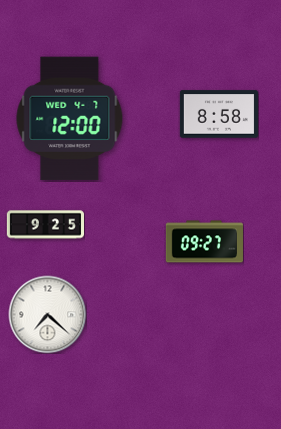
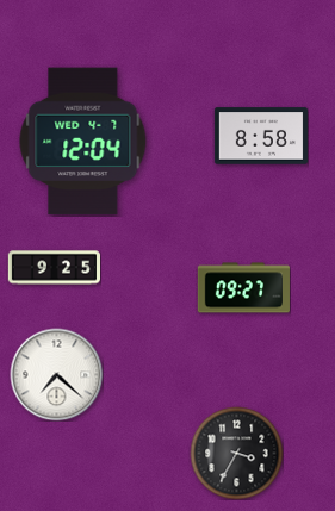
clock at (70, 119): 12:00 -> 12:04
clock at (236, 453): none -> 3:35
